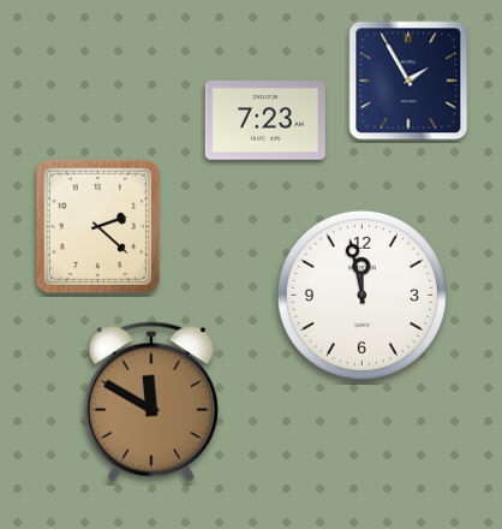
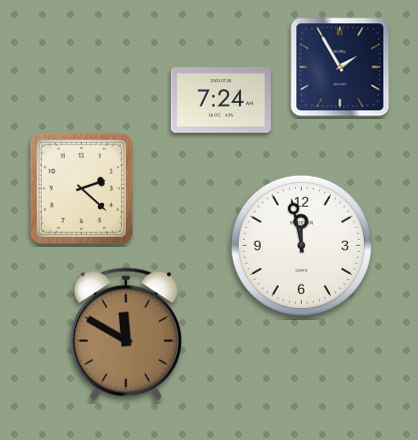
clock at (265, 120): 7:23 -> 7:24
